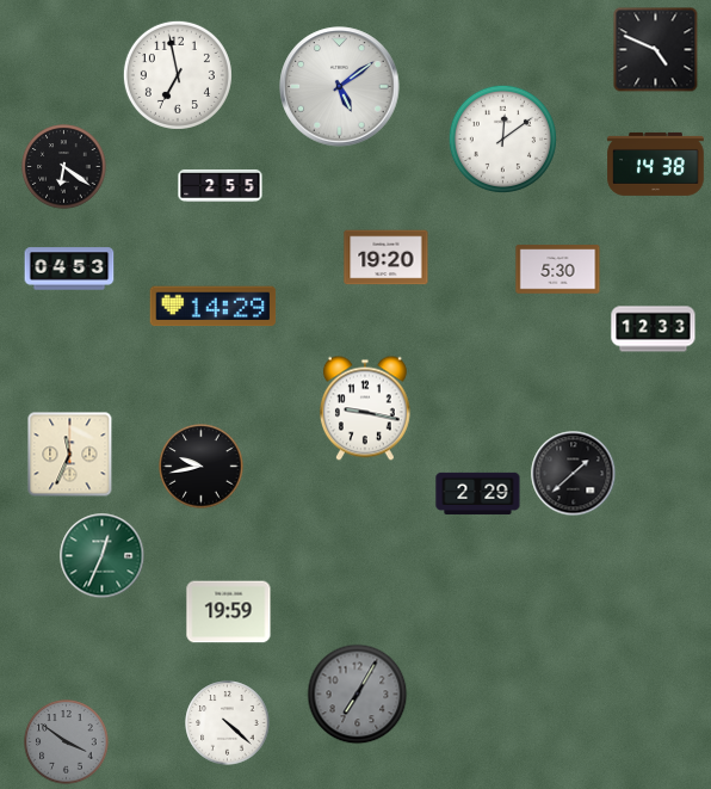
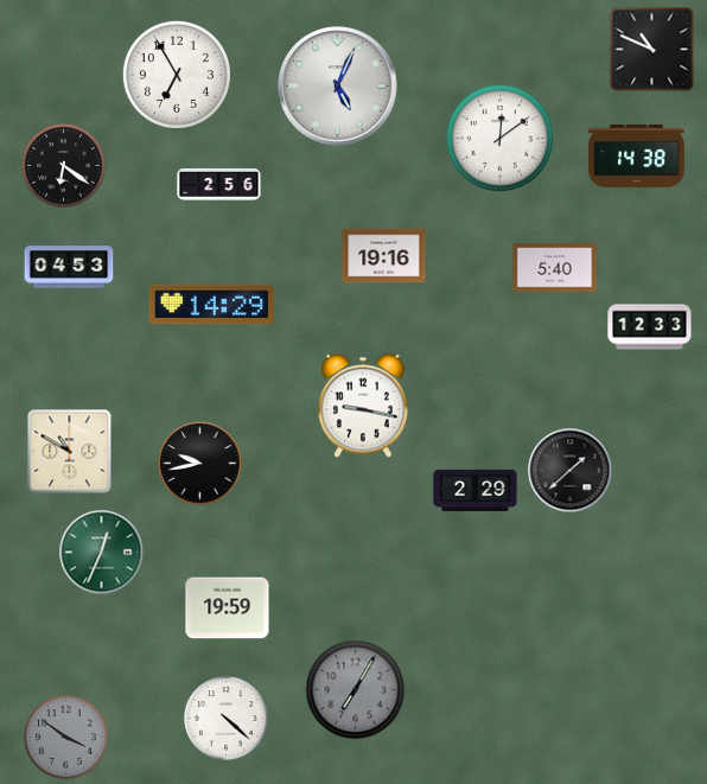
clock at (656, 50): 4:49 -> 10:49
clock at (178, 75): 6:58 -> 6:55
clock at (340, 87): 5:09 -> 5:04
clock at (656, 164) position: (656, 164) -> (637, 155)
clock at (221, 185): 2:55 -> 2:56
clock at (387, 258): 19:20 -> 19:16
clock at (558, 270): 5:30 -> 5:40
clock at (70, 455): 11:34 -> 10:50
